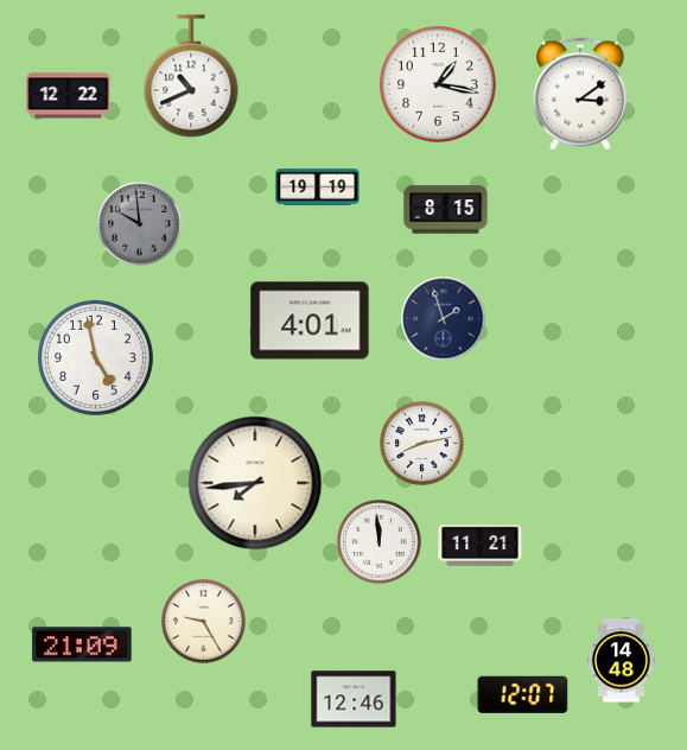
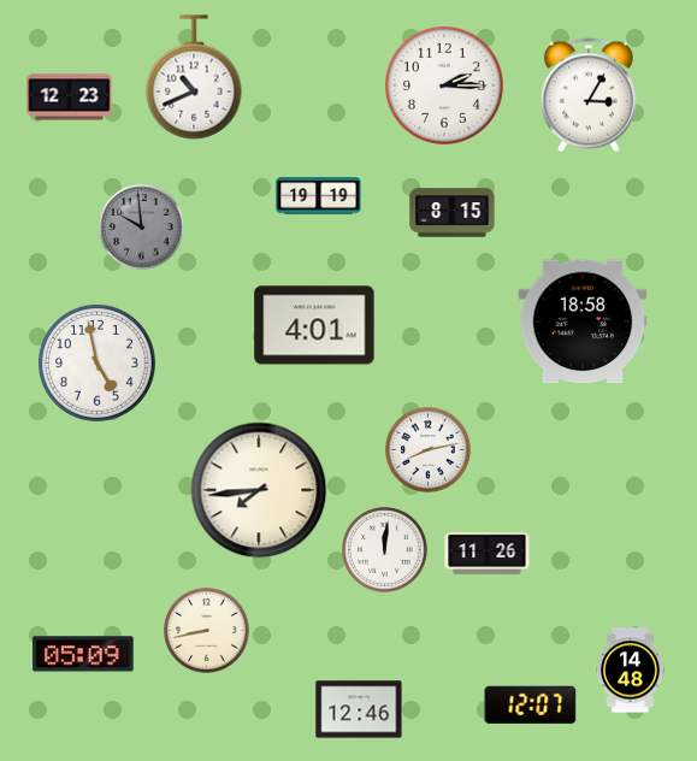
clock at (439, 85): 1:17 -> 2:15
clock at (580, 94): 3:09 -> 3:05
clock at (69, 96): 12:22 -> 12:23
clock at (318, 188) position: (318, 188) -> (319, 196)
clock at (583, 321): none -> 18:58
clock at (444, 319): 1:57 -> none
clock at (380, 542): 11:59 -> 12:01
clock at (481, 545): 11:21 -> 11:26
clock at (204, 622): 9:25 -> 8:43
clock at (82, 644): 21:09 -> 05:09
